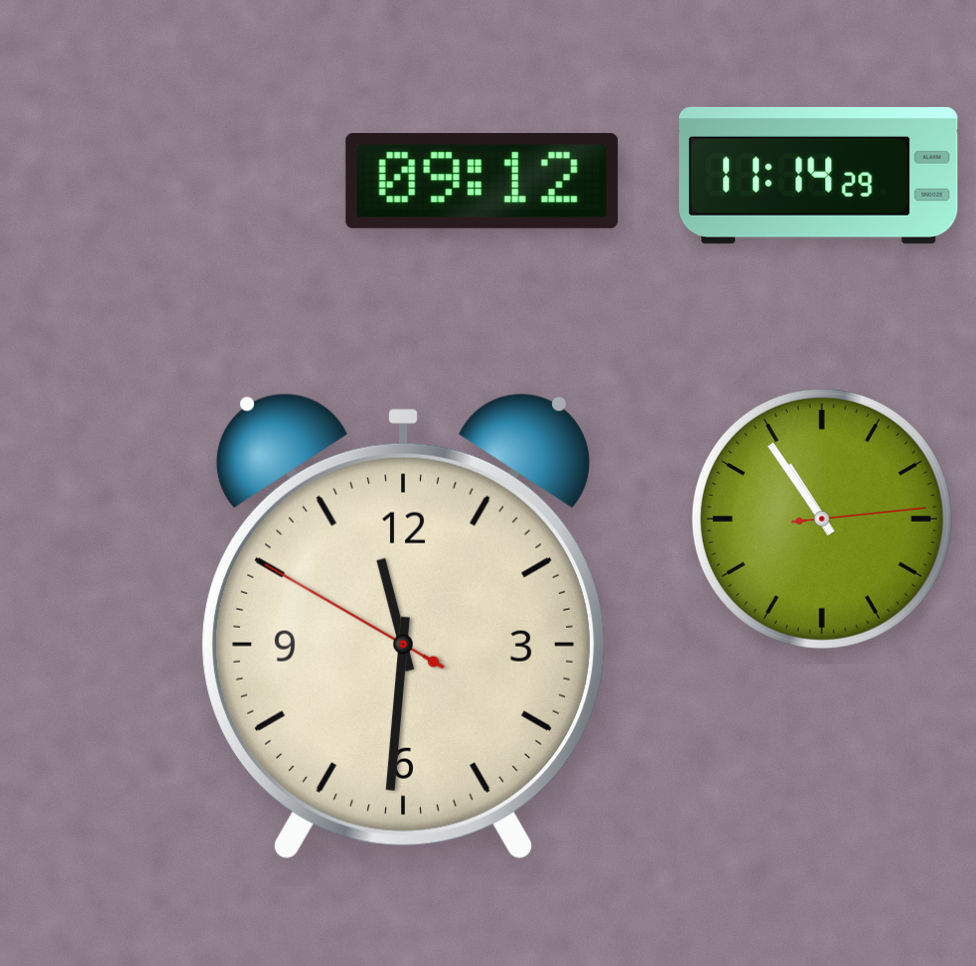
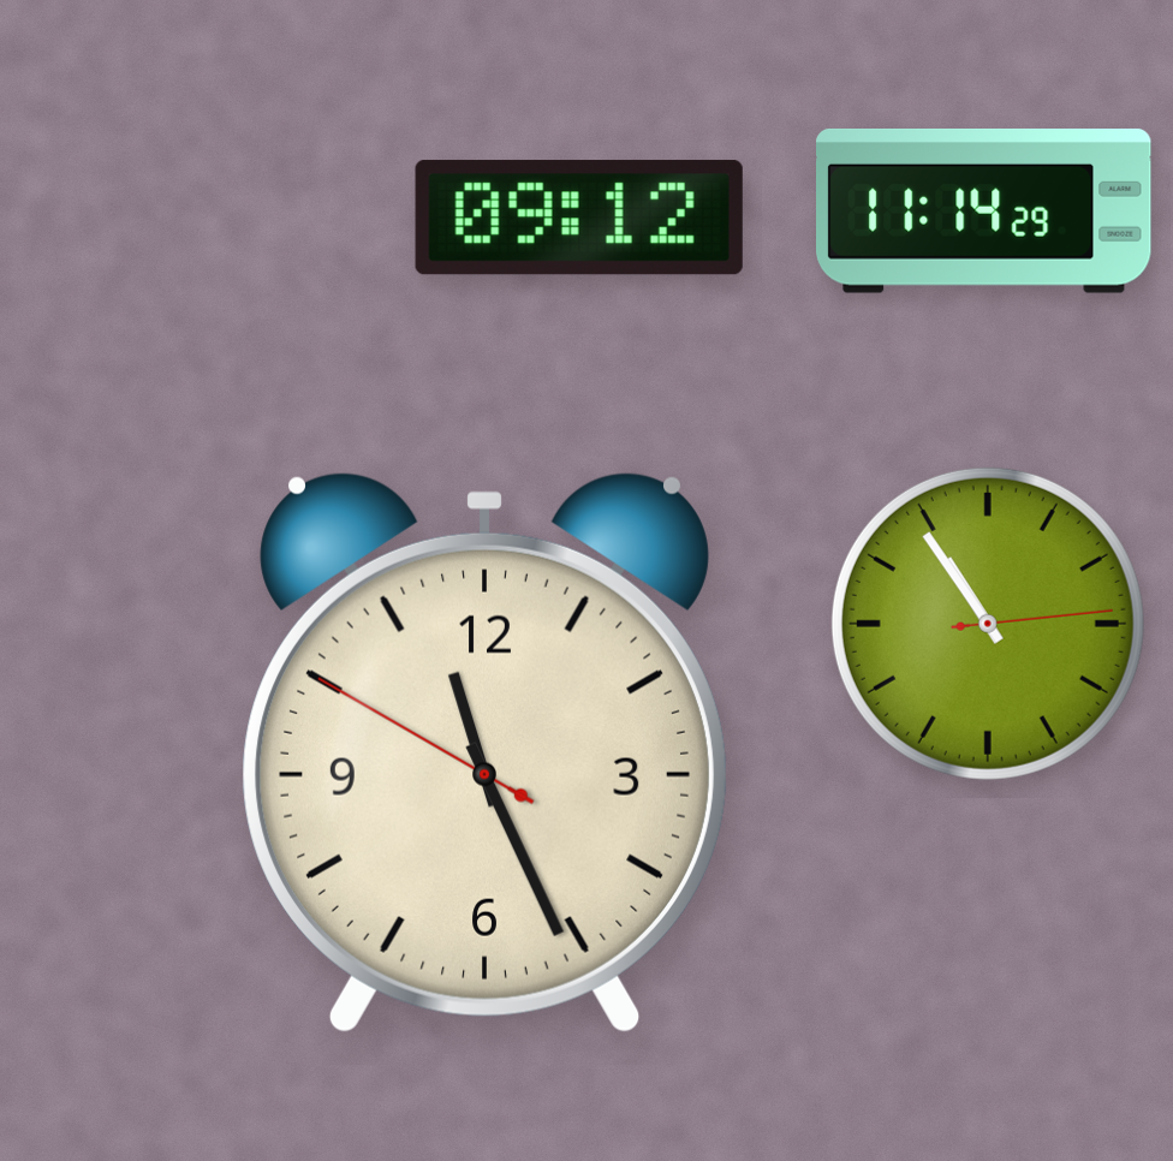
clock at (403, 626): 11:30 -> 11:25
